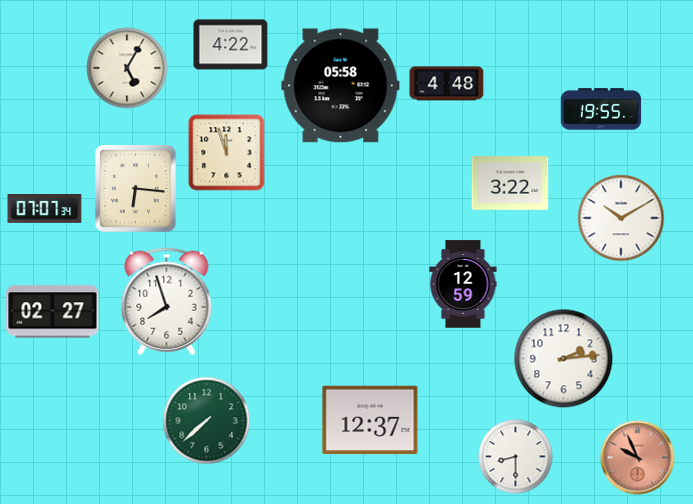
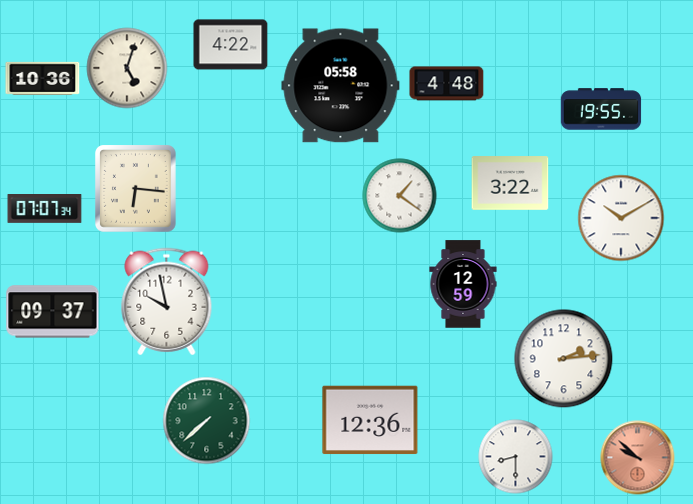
clock at (127, 68): 5:05 -> 5:03
clock at (43, 78): none -> 10:36
clock at (227, 153): 11:57 -> none
clock at (400, 196): none -> 1:21
clock at (167, 302): 7:57 -> 9:58
clock at (53, 312): 02:27 -> 09:37
clock at (370, 420): 12:37 -> 12:36
clock at (638, 458): 9:56 -> 9:52
